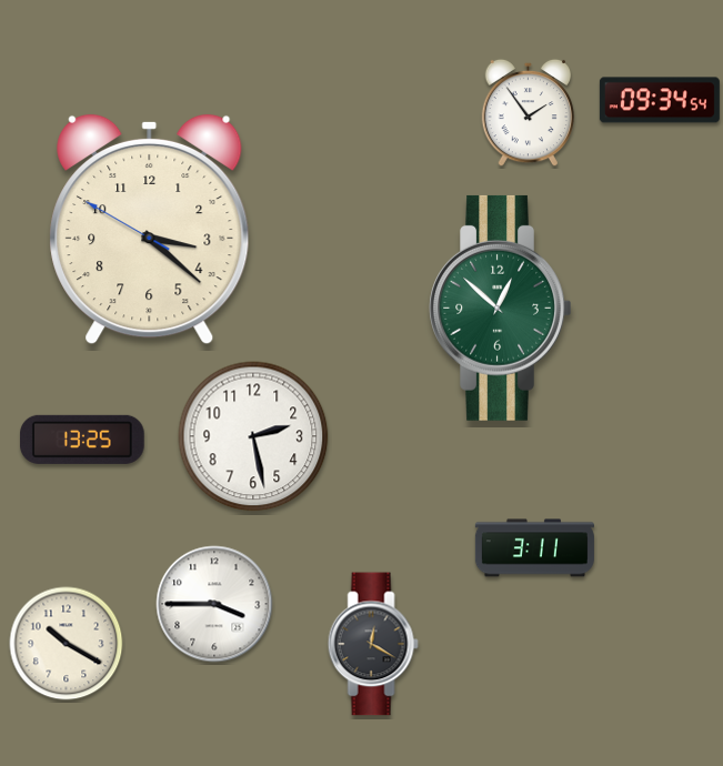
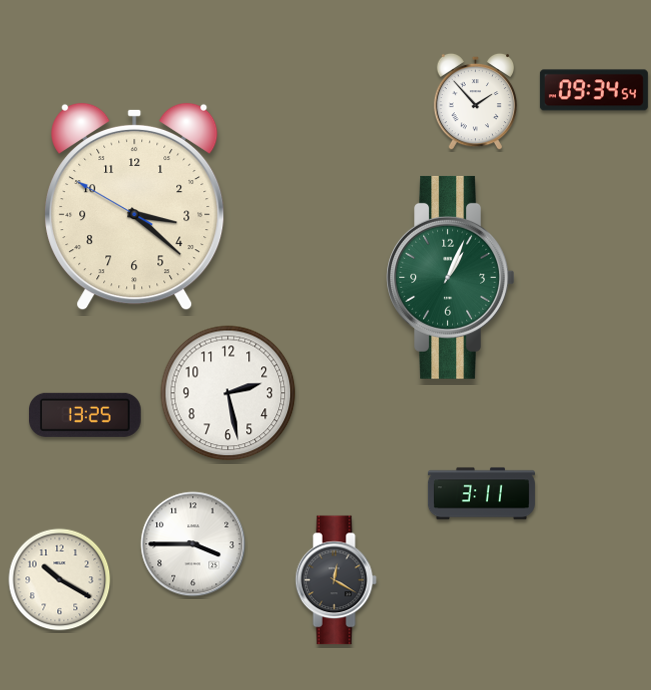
clock at (528, 113): 1:54 -> 1:53
clock at (501, 308): 12:52 -> 1:04
clock at (83, 440) position: (83, 440) -> (86, 415)
